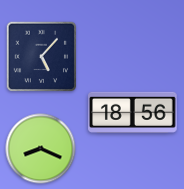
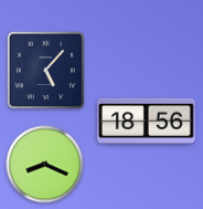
clock at (42, 57) position: (42, 57) -> (46, 71)
clock at (133, 112) position: (133, 112) -> (147, 121)
